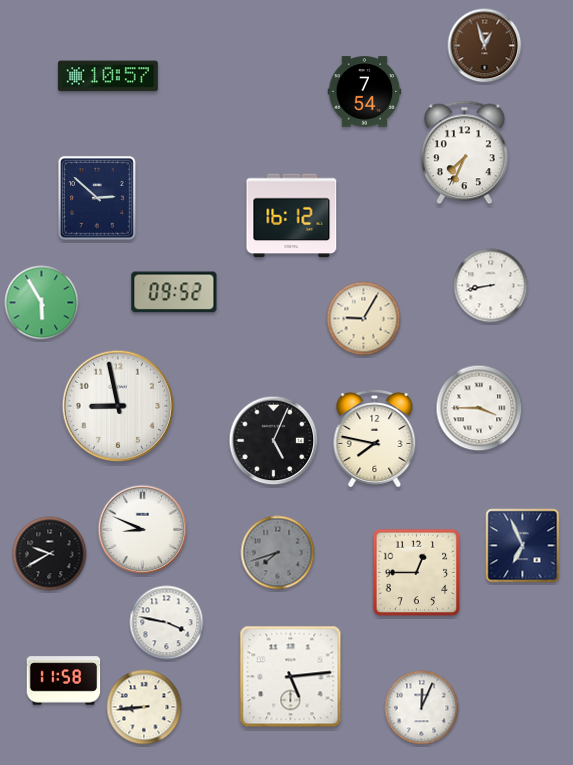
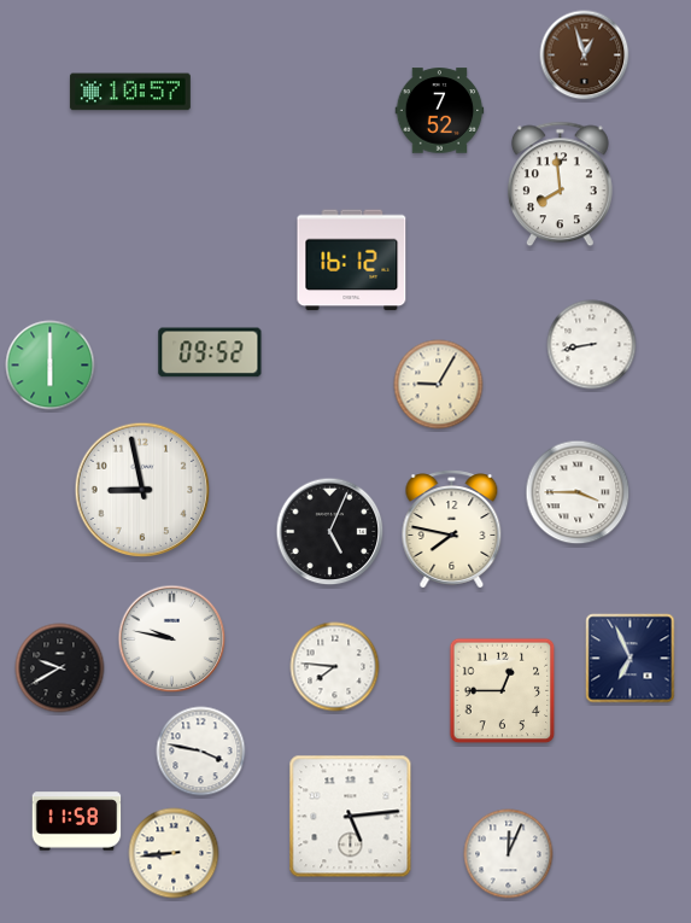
clock at (365, 92): 7:54 -> 7:52
clock at (464, 153): 7:34 -> 7:59
clock at (98, 199): 2:52 -> none
clock at (42, 303): 5:55 -> 6:00
clock at (143, 530): 8:49 -> 9:47
clock at (278, 553): 7:42 -> 7:46
clock at (278, 553) dial: grey -> white
